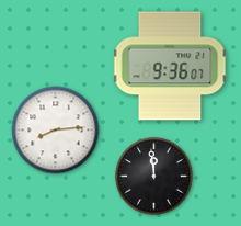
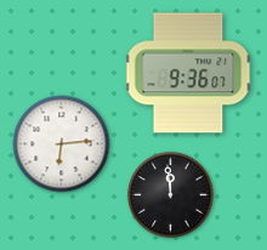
clock at (56, 131): 8:14 -> 6:14
